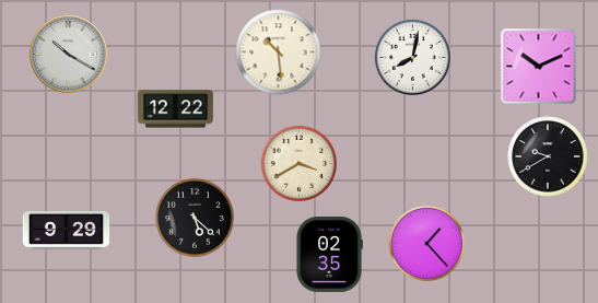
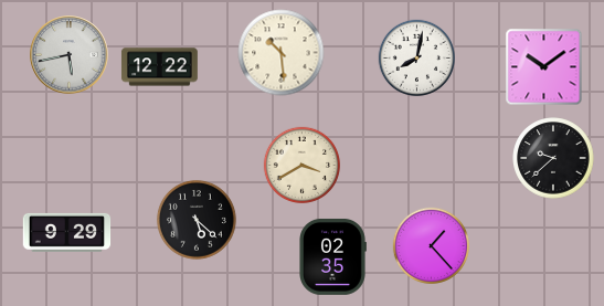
clock at (69, 55): 10:20 -> 5:43
clock at (539, 67): 10:11 -> 10:09
clock at (175, 109) position: (175, 109) -> (159, 67)
clock at (548, 156): 9:40 -> 9:38
